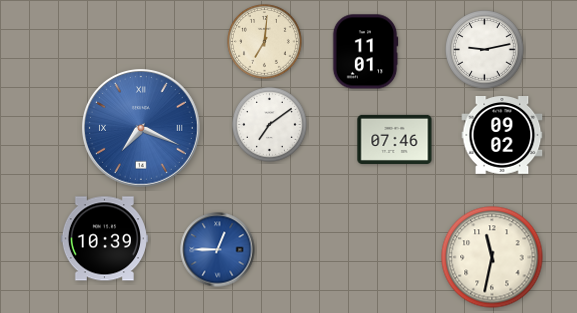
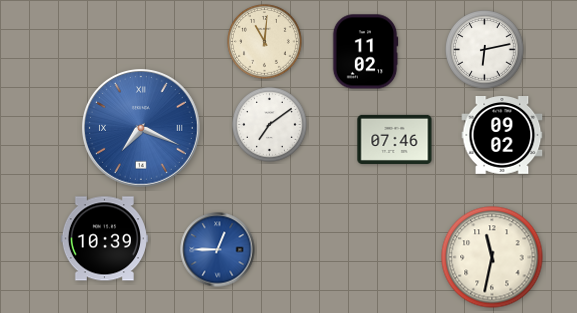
clock at (265, 42): 7:01 -> 11:01
clock at (485, 50): 9:13 -> 6:13
clock at (365, 52): 11:01 -> 11:02
